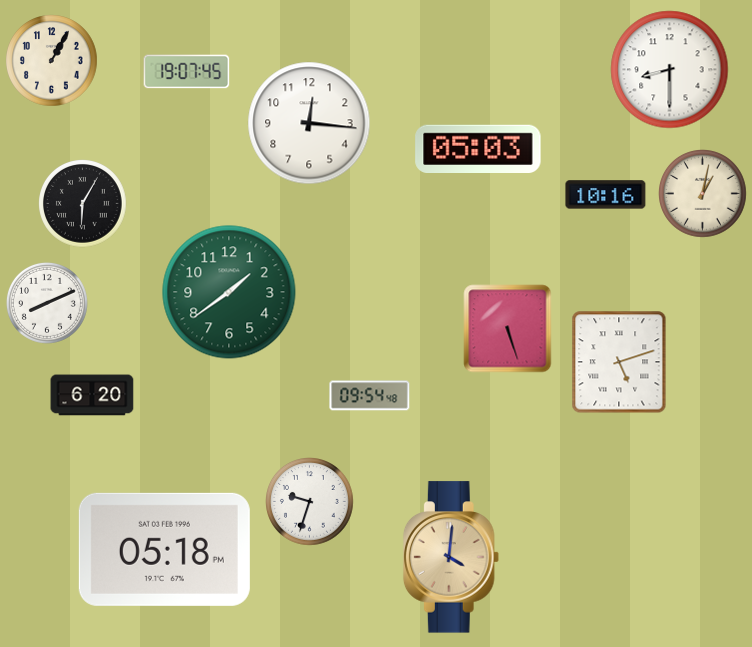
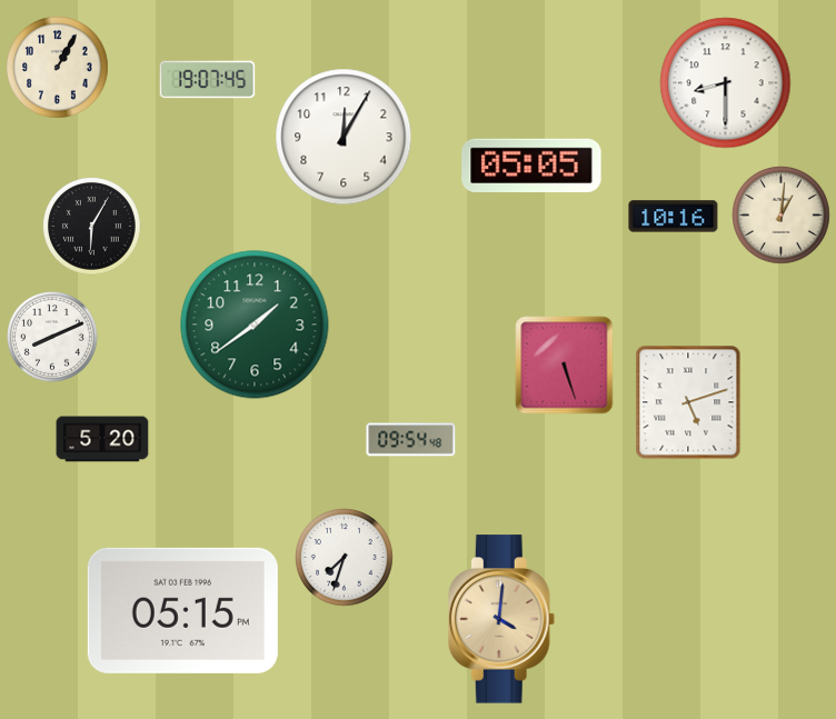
clock at (670, 70) position: (670, 70) -> (726, 83)
clock at (309, 123): 12:16 -> 12:05
clock at (478, 148): 05:03 -> 05:05
clock at (703, 194): 1:02 -> 1:01
clock at (92, 395): 6:20 -> 5:20
clock at (310, 502): 9:33 -> 7:33
clock at (164, 549): 05:18 -> 05:15
